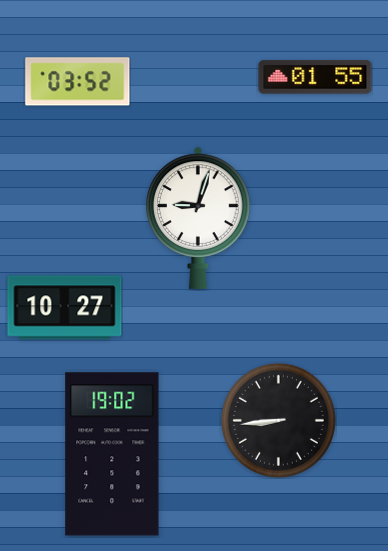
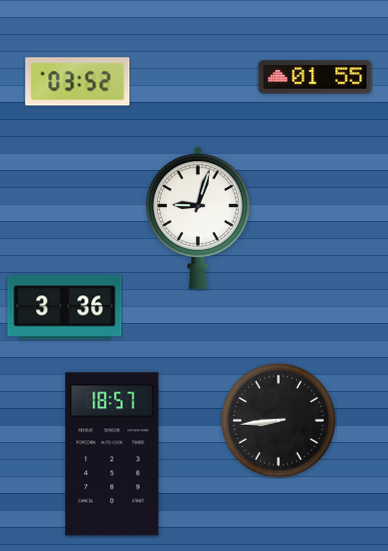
clock at (65, 308): 10:27 -> 3:36
clock at (112, 454): 19:02 -> 18:57
